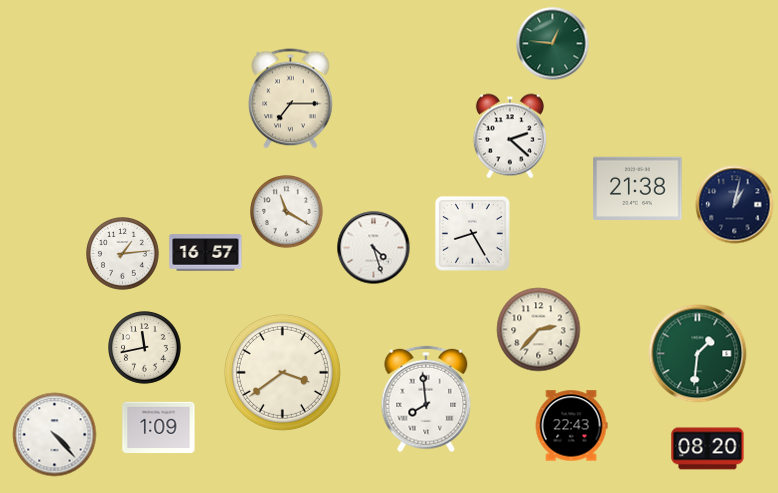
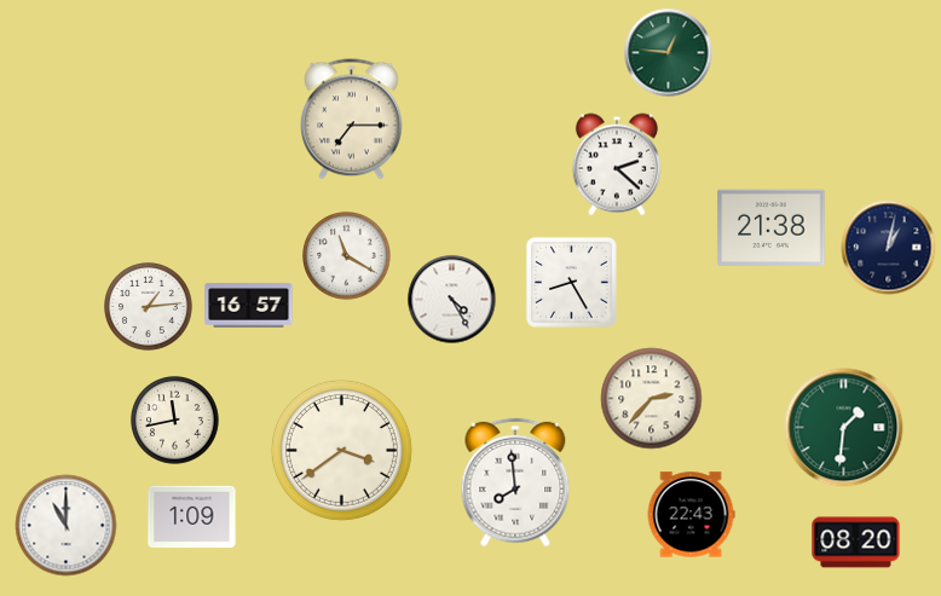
clock at (374, 248): 4:27 -> 4:25
clock at (55, 435): 4:23 -> 11:00
